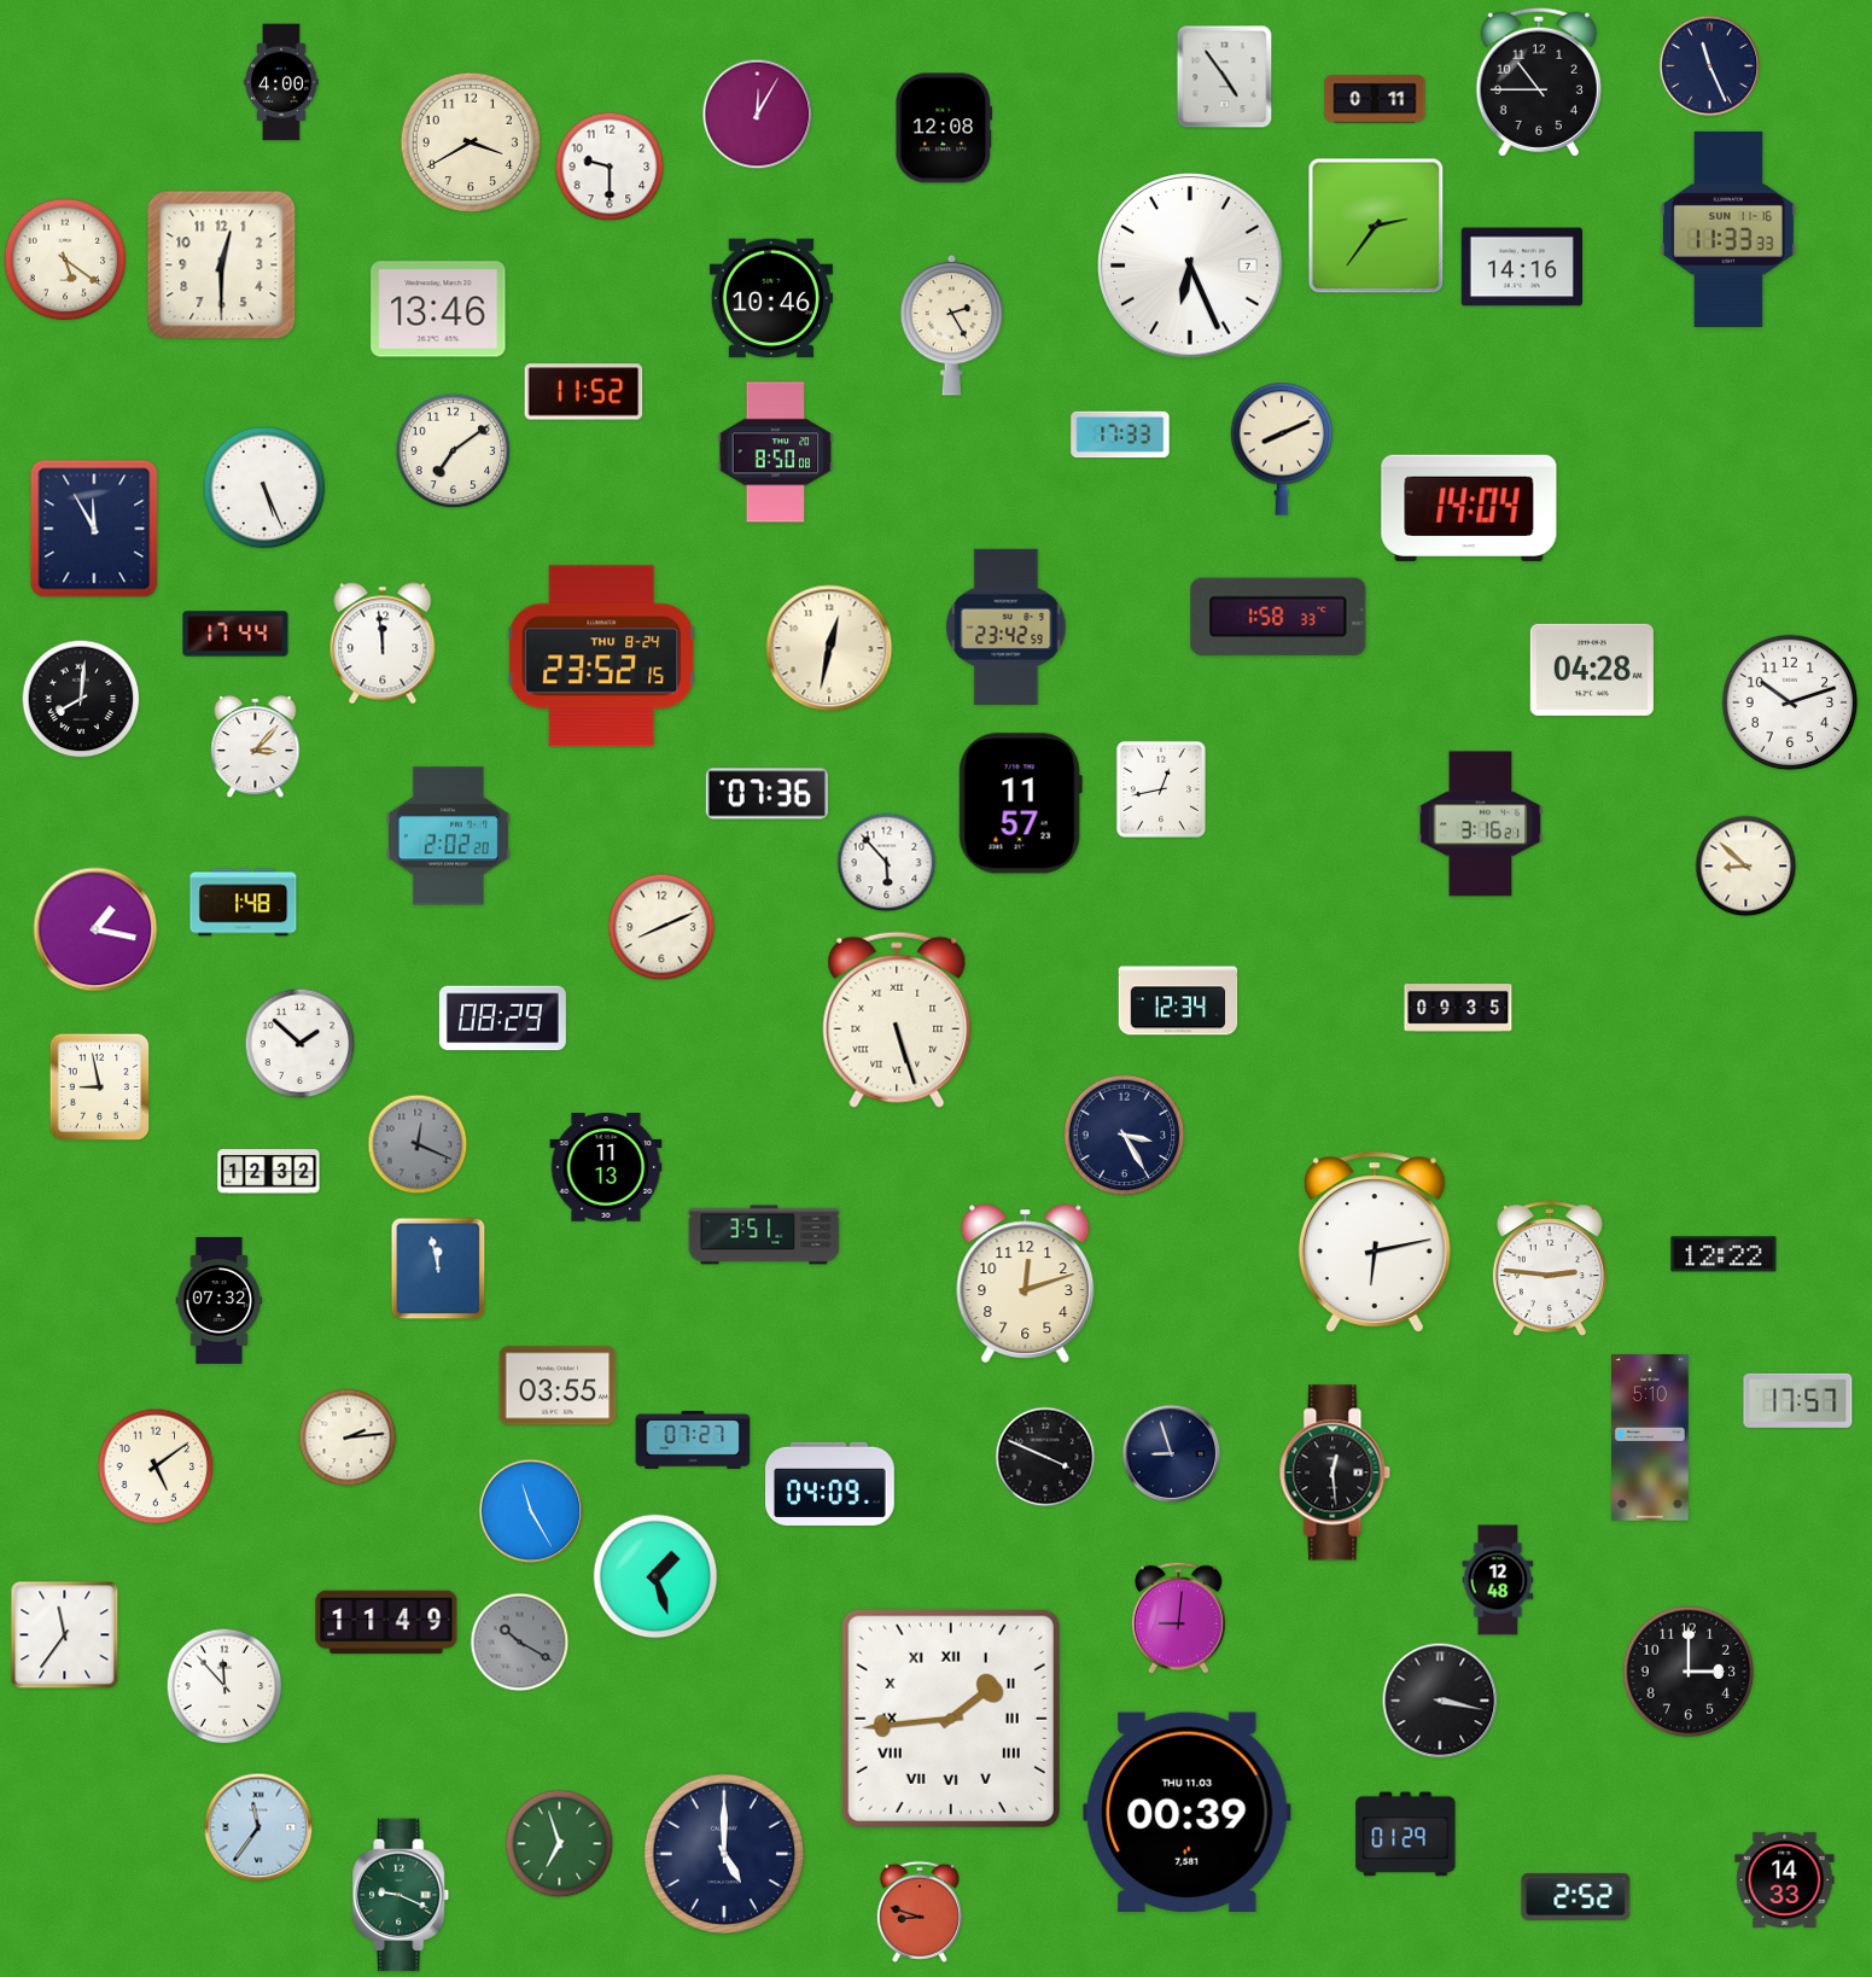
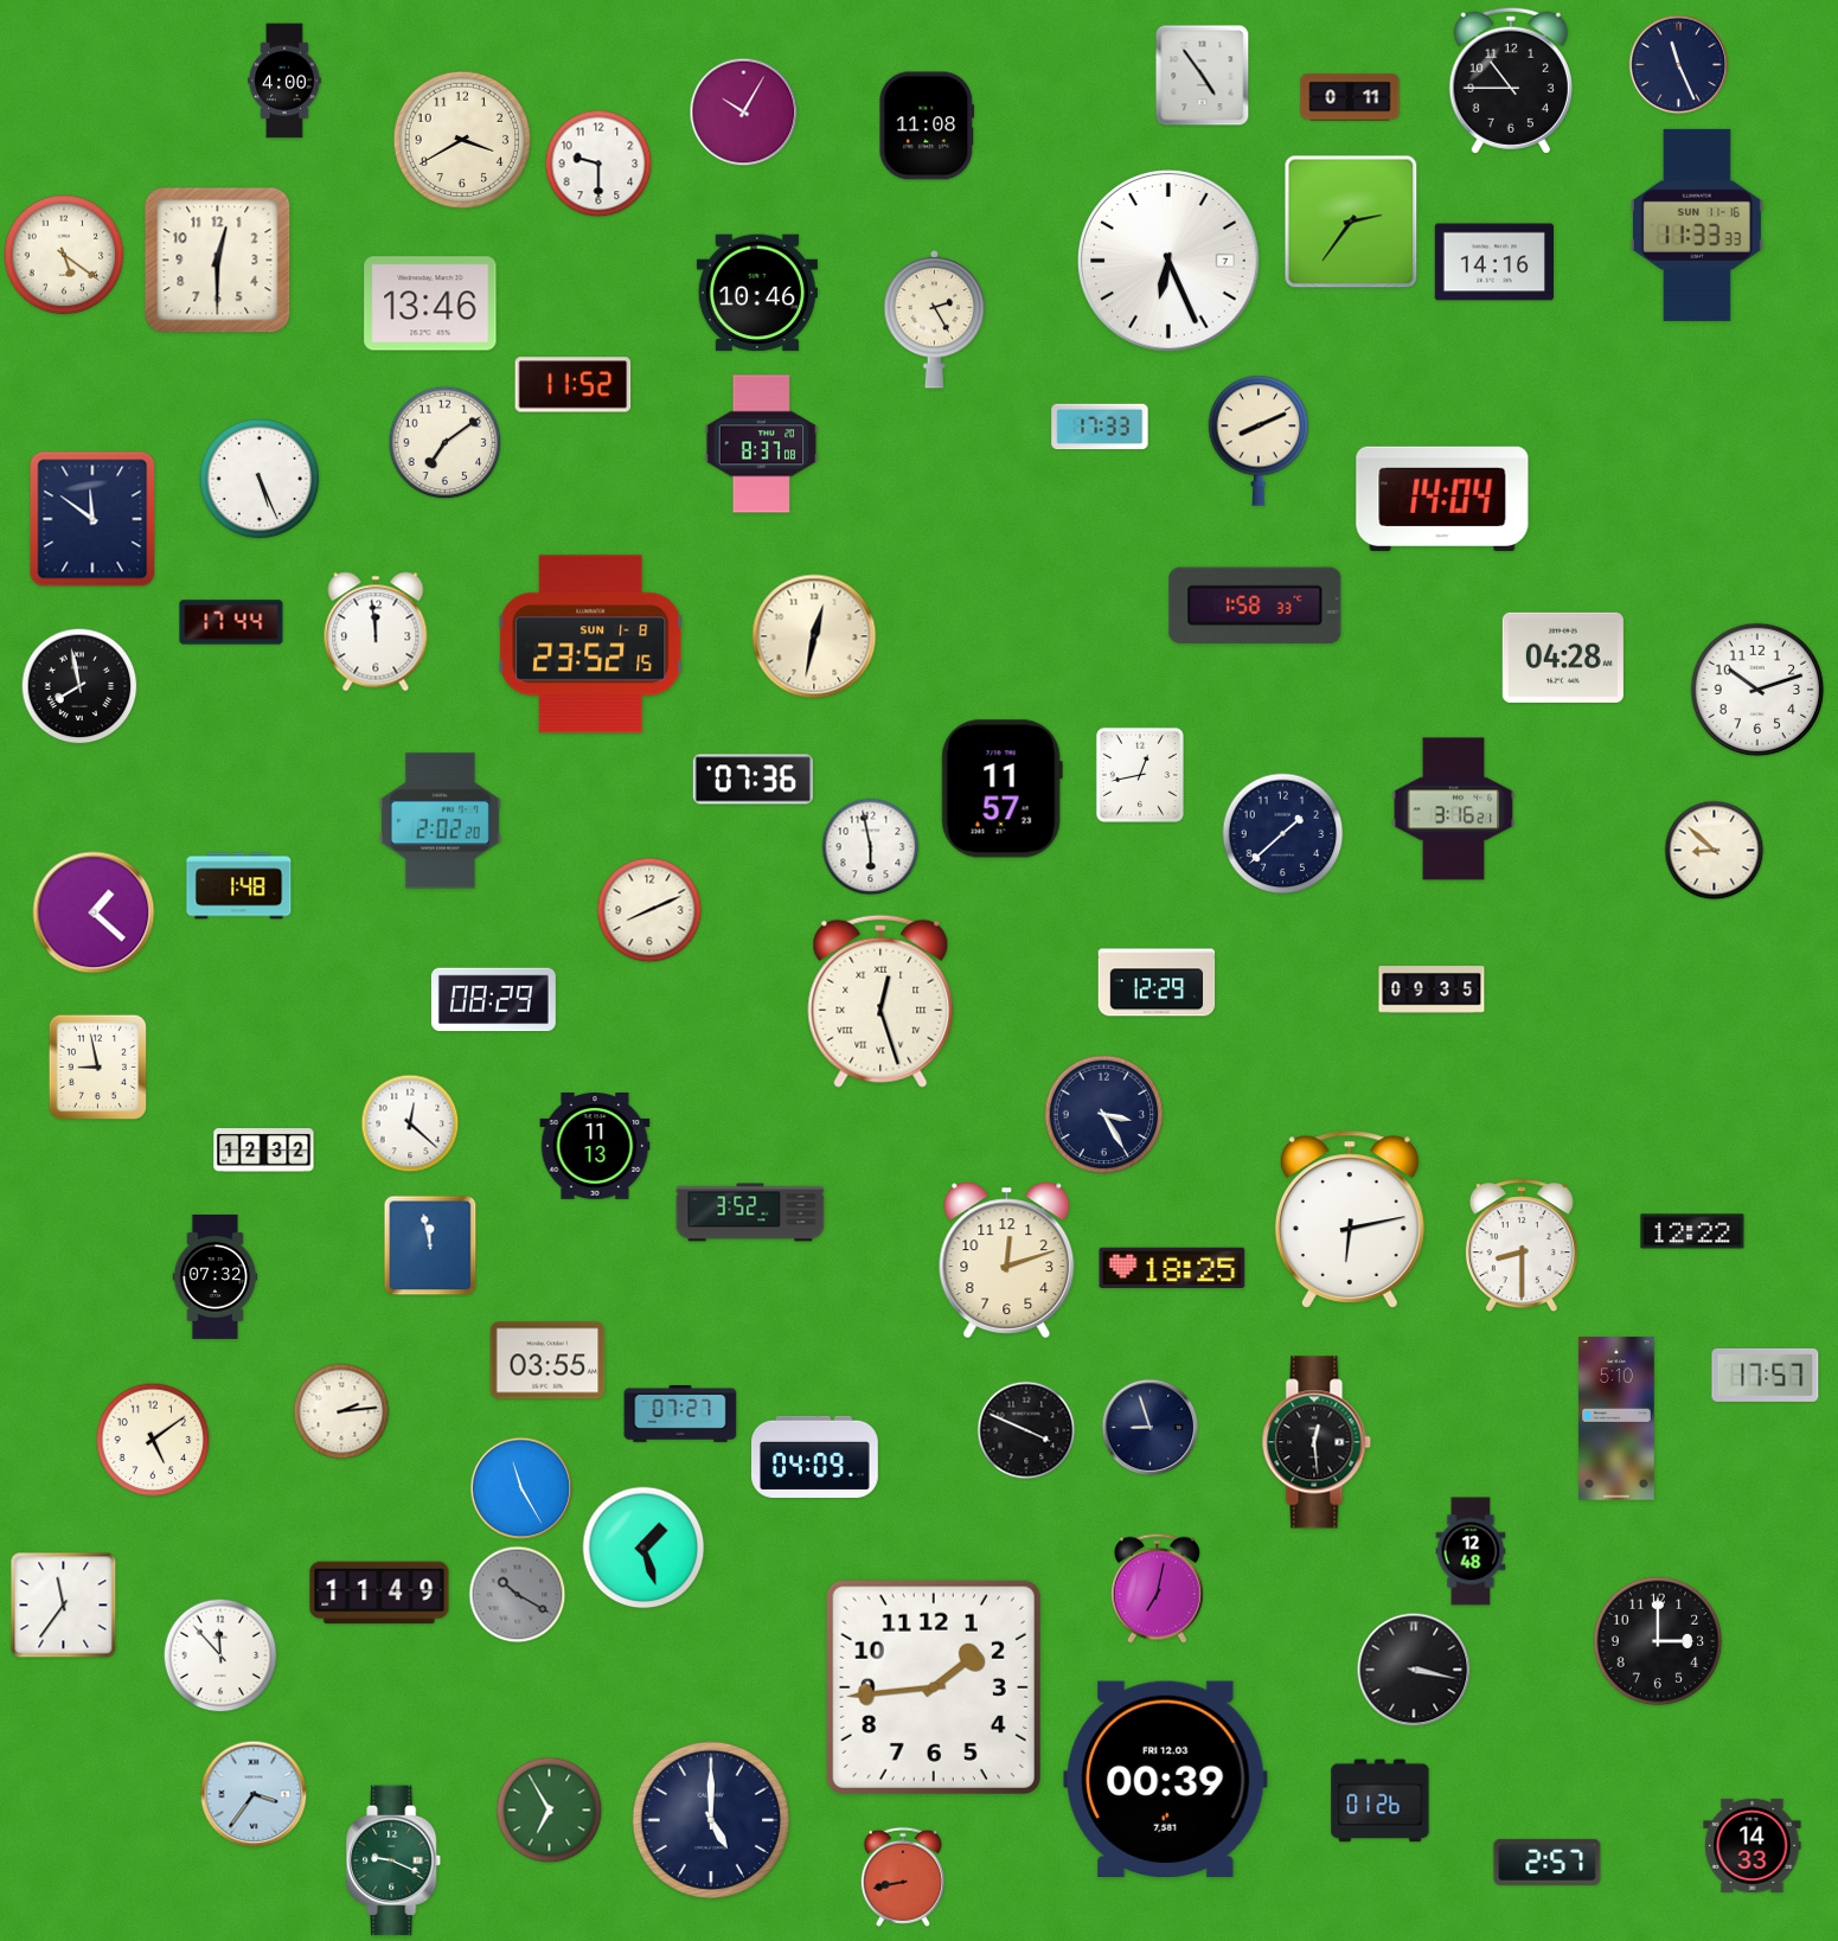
clock at (281, 82) position: (281, 82) -> (284, 81)
clock at (758, 115): 12:05 -> 10:05
clock at (944, 128): 12:08 -> 11:08
clock at (776, 453): 8:50 -> 8:37
clock at (94, 529): 11:55 -> 11:51
clock at (1007, 626): 23:42 -> none
clock at (602, 657) date: THU 8-24 -> SUN 1-8
clock at (81, 699): 8:01 -> 7:58
clock at (256, 747): 3:07 -> none
clock at (1283, 834): none -> 1:38
clock at (887, 863): 5:53 -> 5:58
clock at (95, 929): 1:17 -> 1:22
clock at (1178, 1001): 12:34 -> 12:29
clock at (897, 1020): 5:27 -> 12:27
clock at (301, 1044): 1:52 -> none
clock at (418, 1144): 12:19 -> 12:22
clock at (418, 1144) dial: grey -> white
clock at (764, 1235): 3:51 -> 3:52
clock at (1550, 1270): 2:46 -> 8:30
clock at (1172, 1267): none -> 18:25
clock at (1650, 1437) position: (1650, 1437) -> (1616, 1418)
clock at (1335, 1472) position: (1335, 1472) -> (1317, 1442)
clock at (531, 1511) position: (531, 1511) -> (521, 1488)
clock at (1178, 1617): 9:01 -> 7:02
clock at (520, 1643) position: (520, 1643) -> (518, 1595)
clock at (951, 1719) numerals: Roman -> Arabic
clock at (1188, 1812) date: THU 11.03 -> FRI 12.03
clock at (258, 1827): 11:36 -> 3:36
clock at (1406, 1835): 01:29 -> 01:26
clock at (560, 1844): 6:57 -> 6:55
clock at (1576, 1896): 2:52 -> 2:57
clock at (920, 1912): 8:48 -> 8:43
